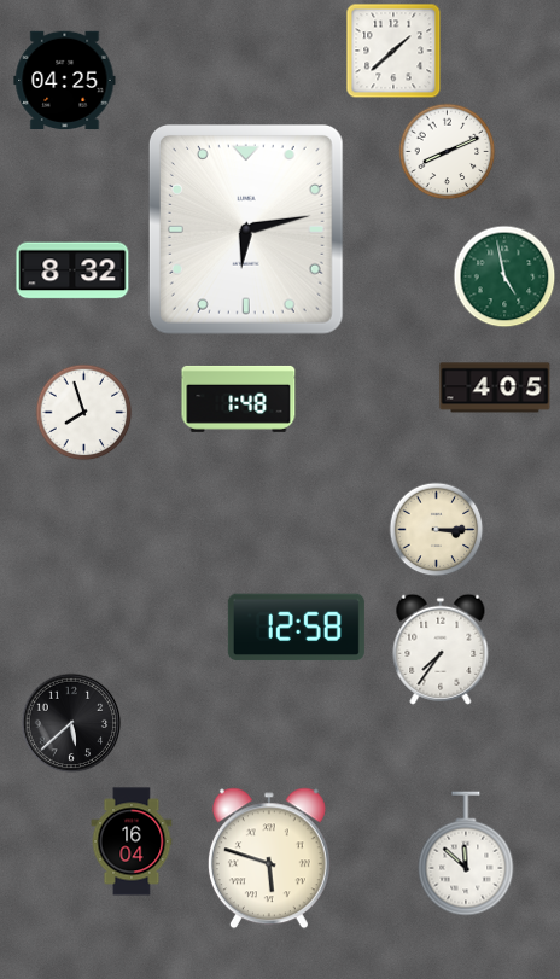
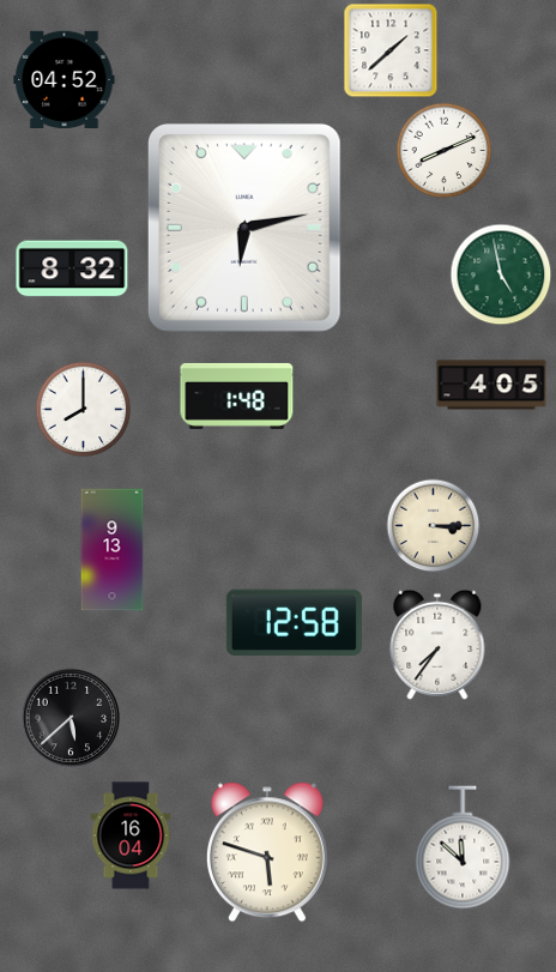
clock at (65, 80): 04:25 -> 04:52
clock at (83, 412): 7:57 -> 8:00
clock at (113, 550): none -> 9:13
